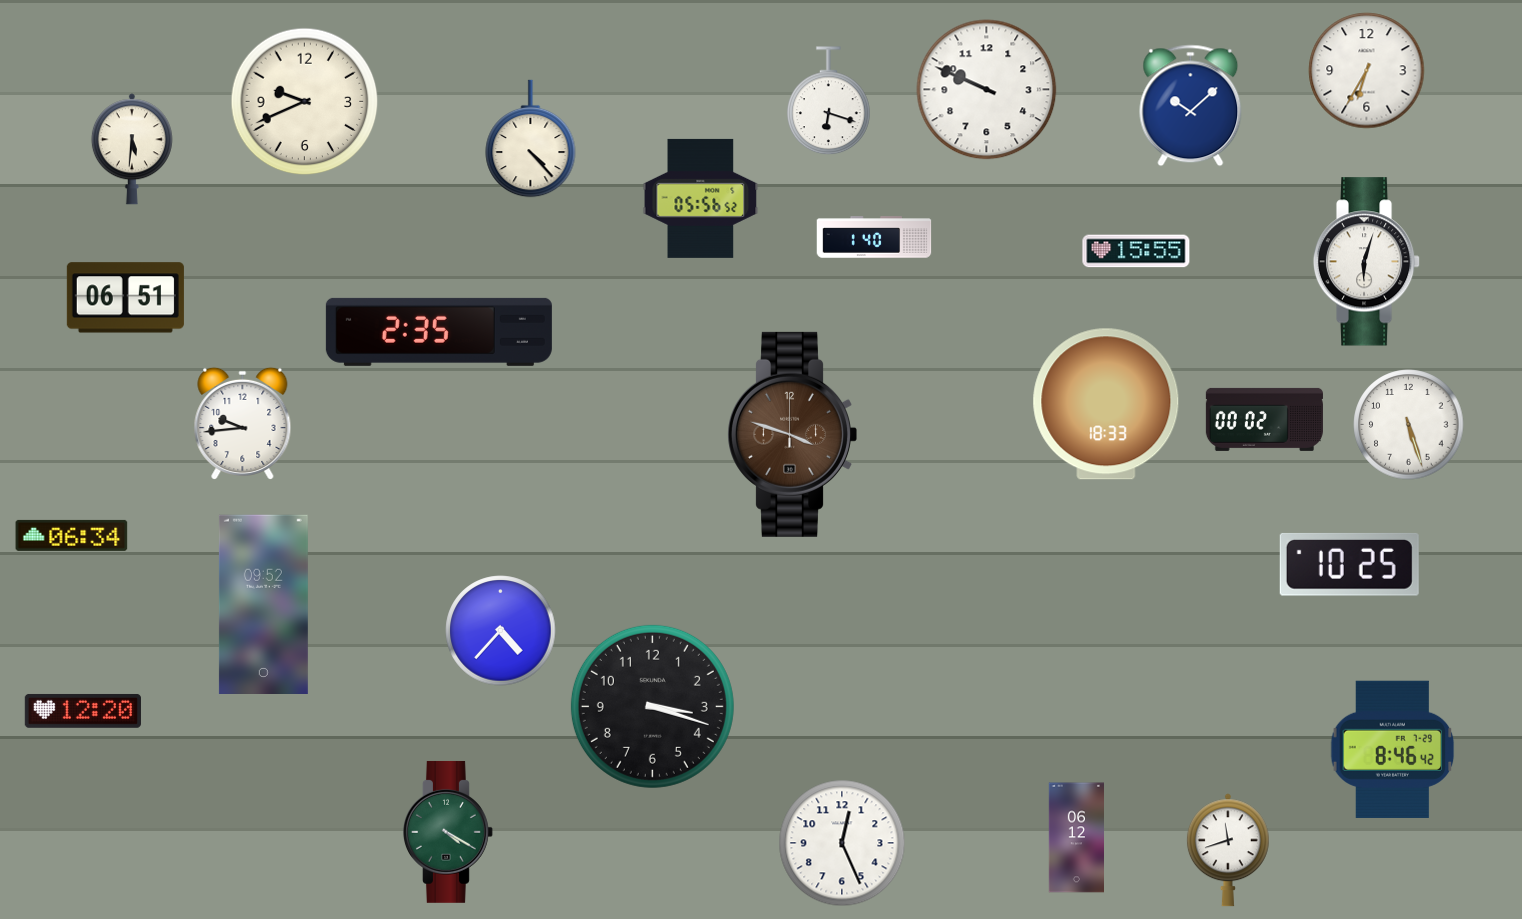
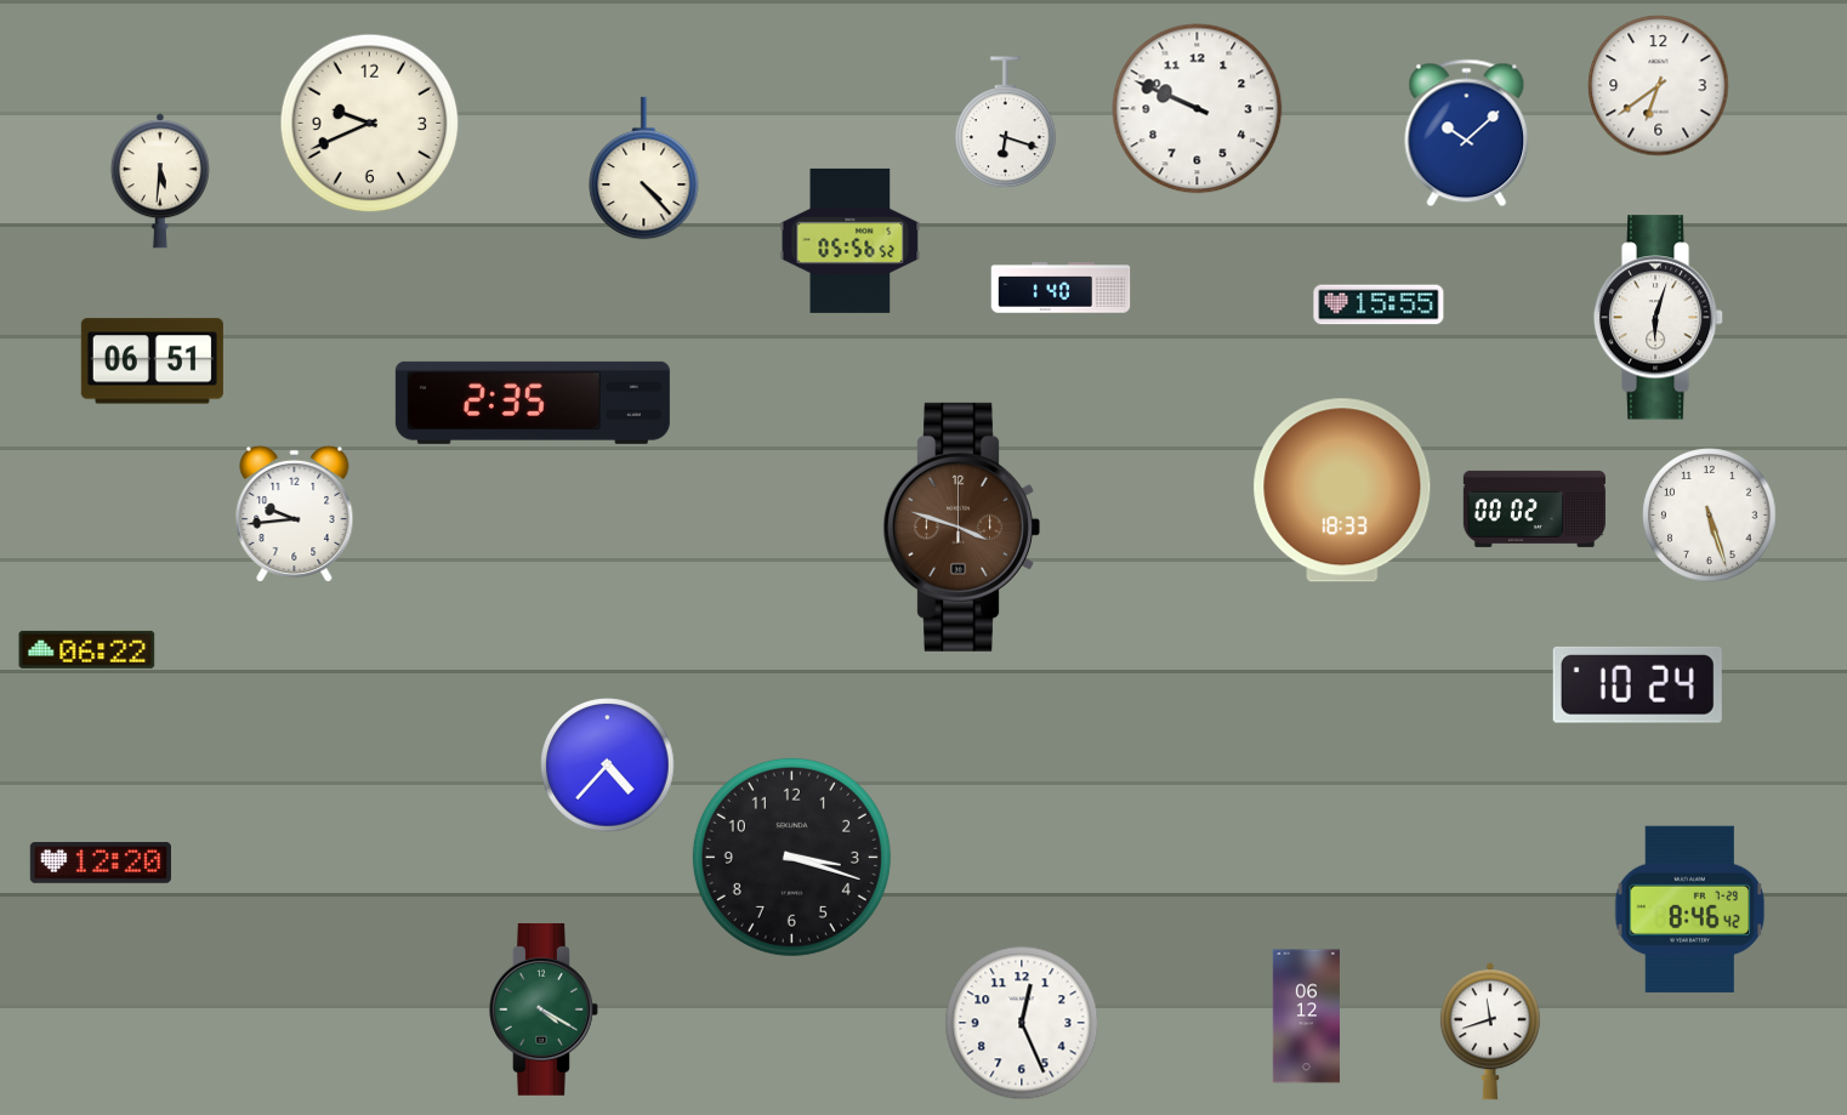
clock at (1367, 71): 6:35 -> 6:39
clock at (1191, 106) position: (1191, 106) -> (1467, 133)
clock at (72, 535): 06:34 -> 06:22
clock at (1349, 564): 10:25 -> 10:24
clock at (263, 604): 09:52 -> none
